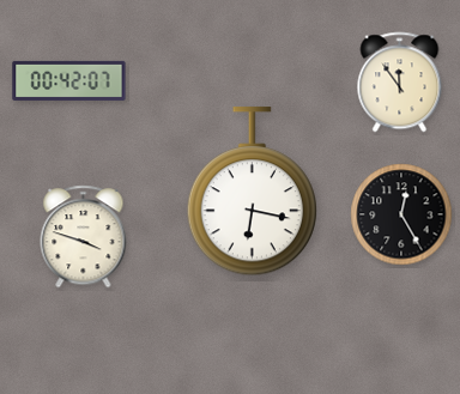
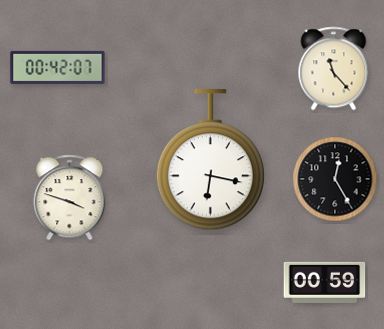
clock at (400, 83): 11:54 -> 11:23
clock at (325, 282): none -> 00:59
